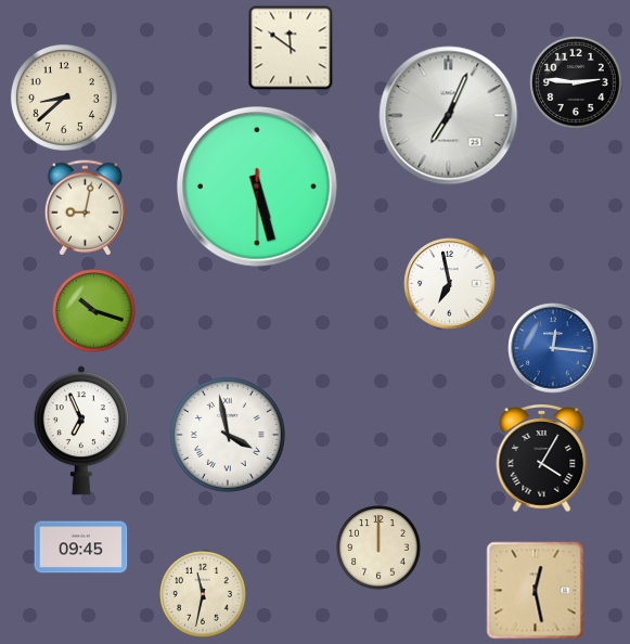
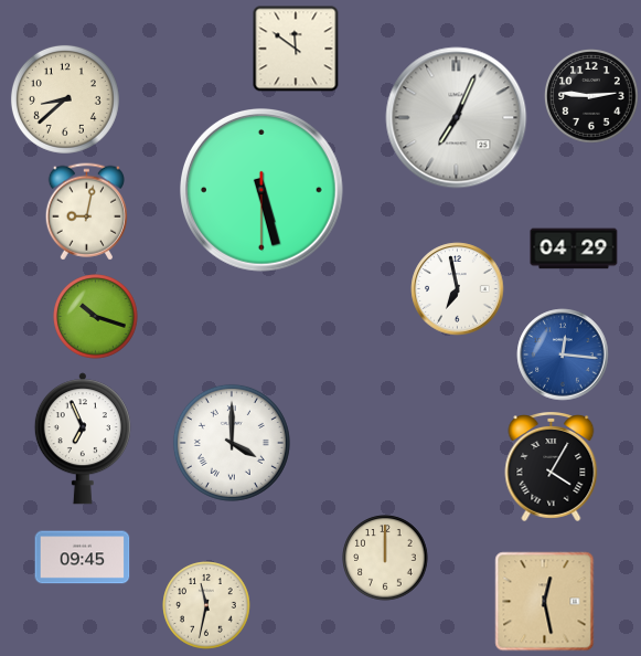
clock at (577, 83) position: (577, 83) -> (592, 97)
clock at (574, 248): none -> 04:29
clock at (228, 435): 3:58 -> 4:00
